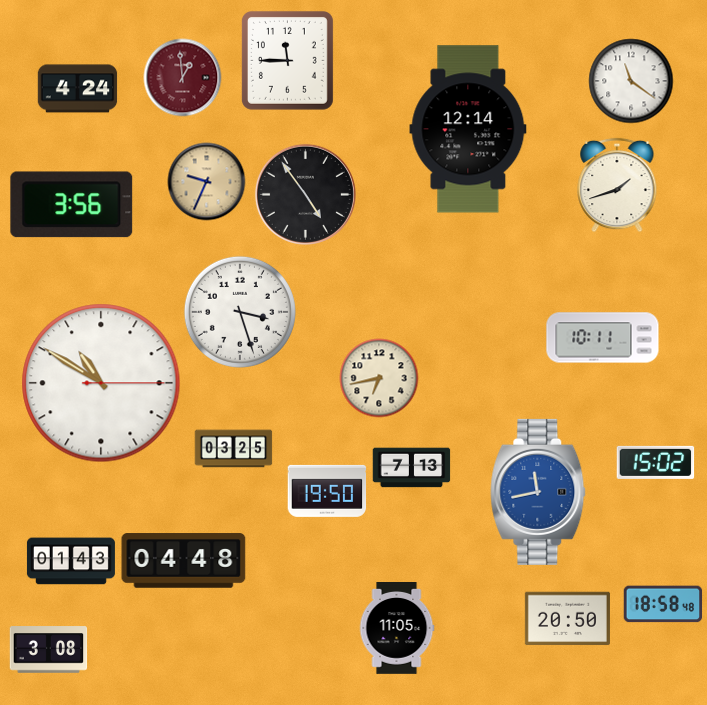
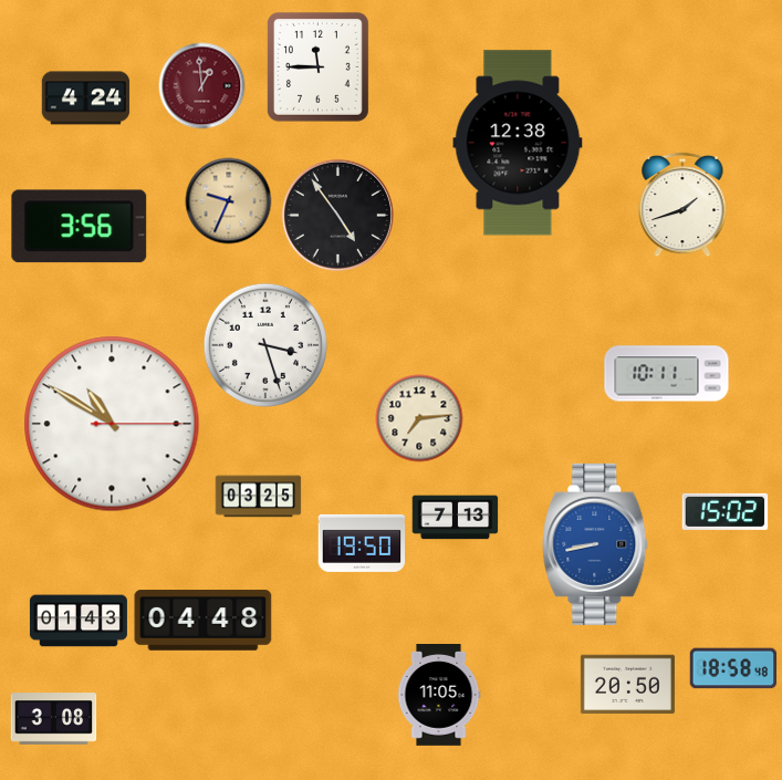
clock at (631, 81): 11:21 -> none
clock at (468, 129): 12:14 -> 12:38
clock at (379, 378): 6:43 -> 7:14
clock at (538, 492): 11:43 -> 8:43
